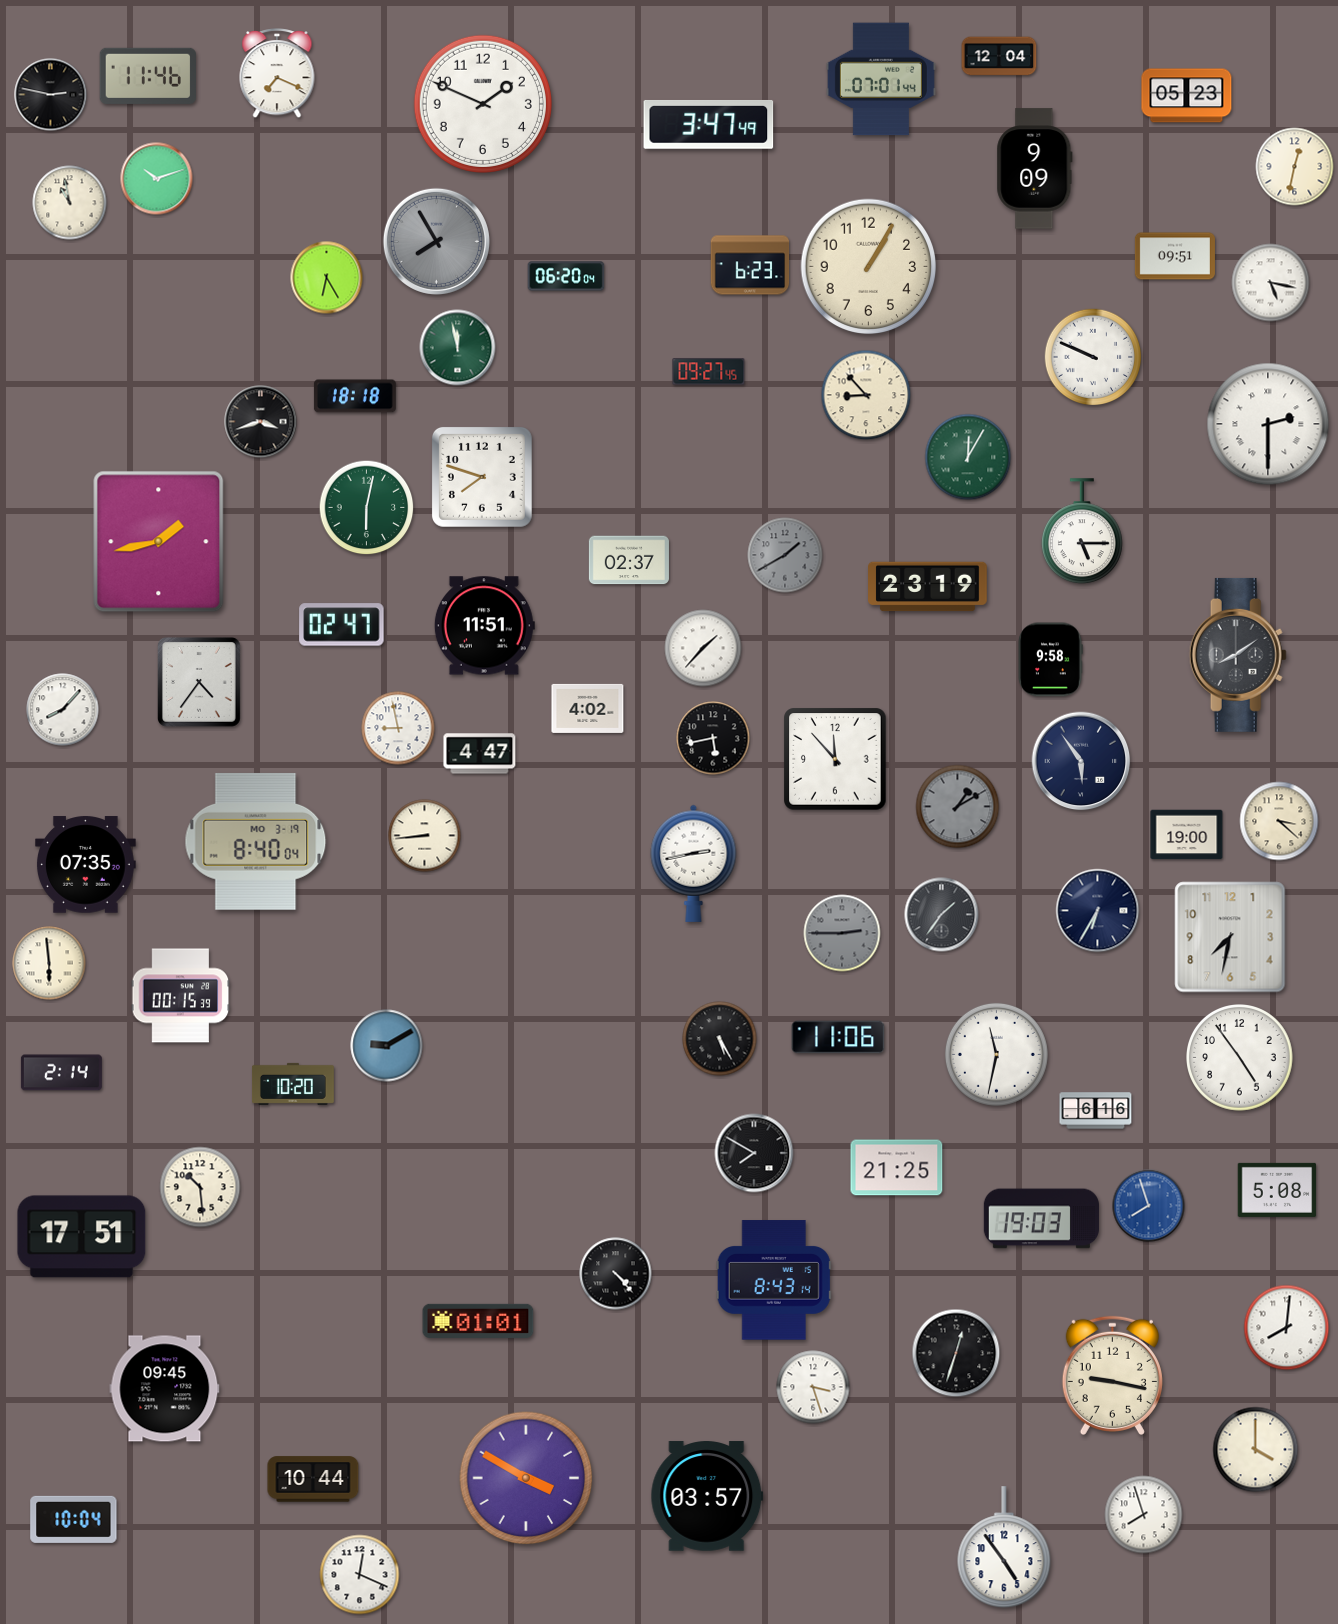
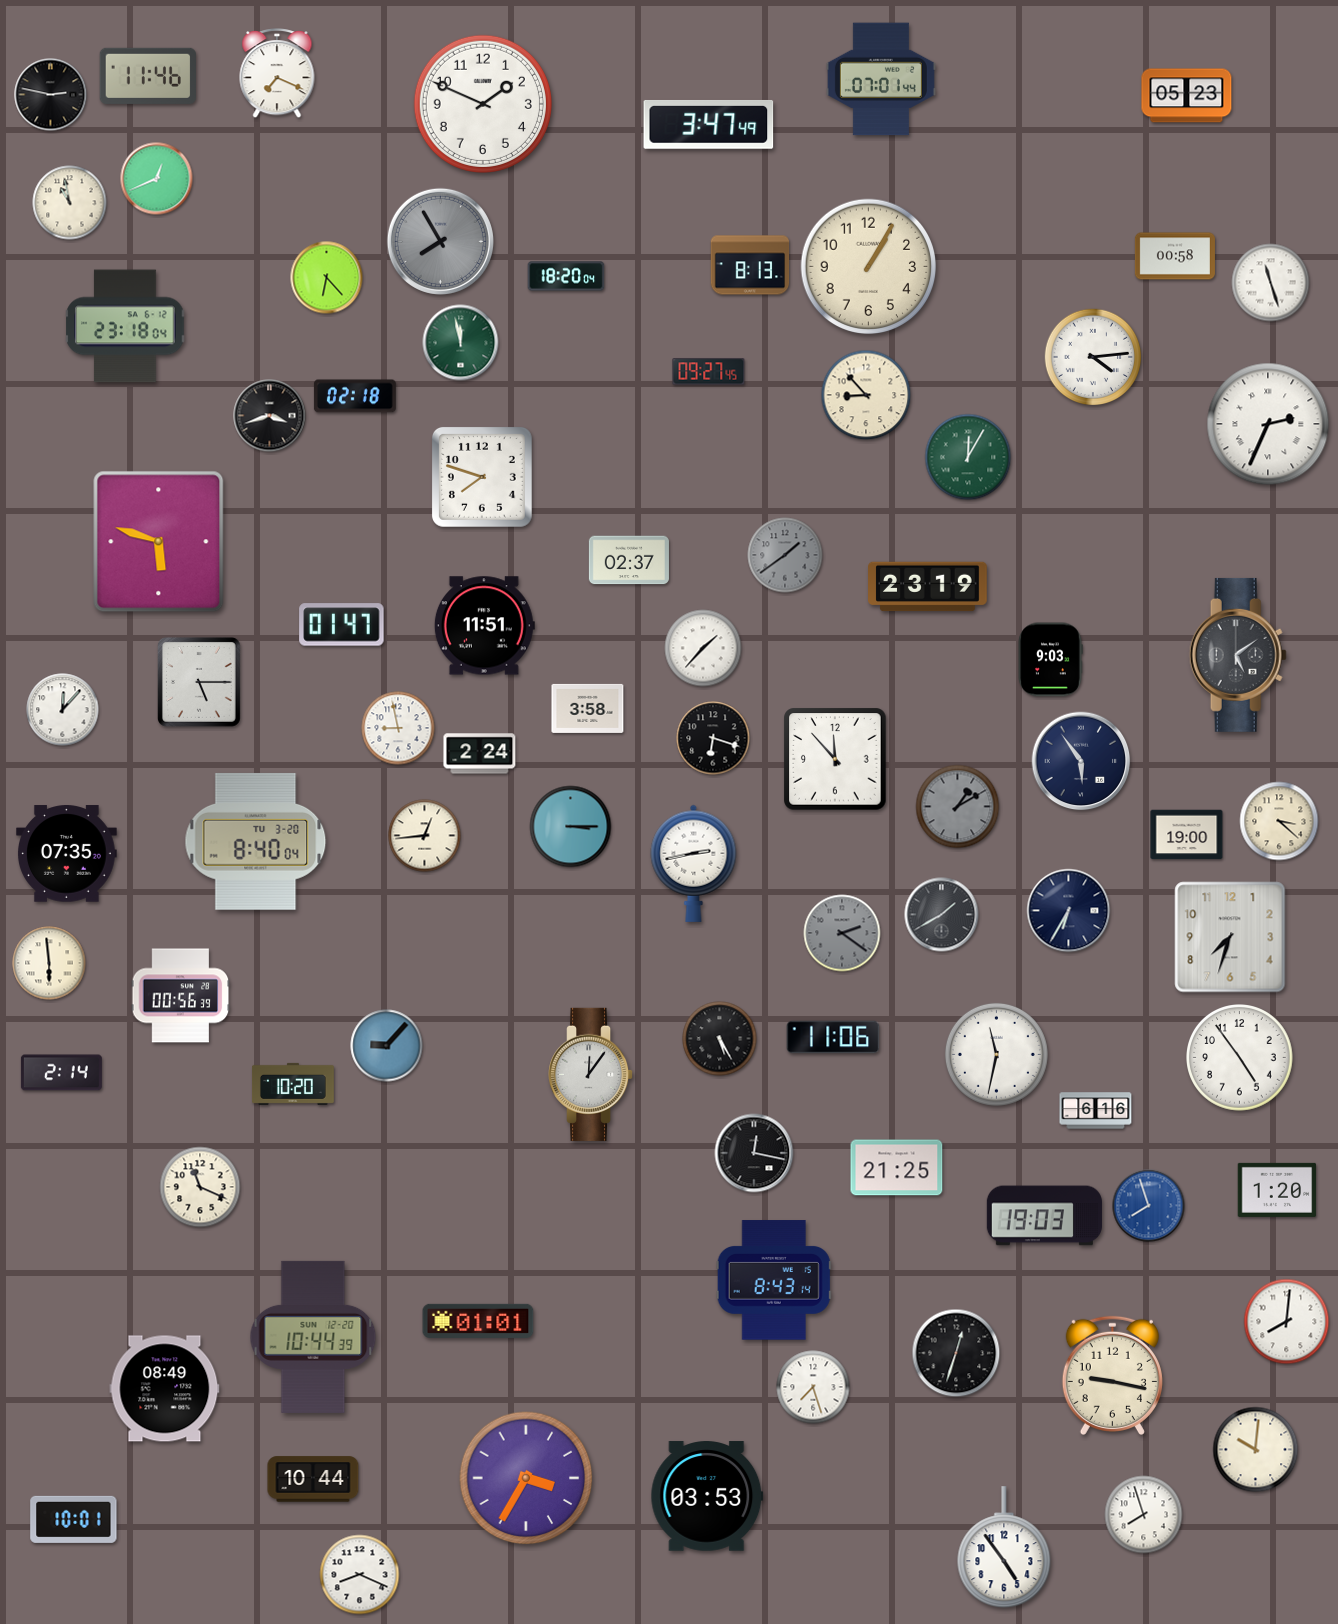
clock at (999, 56): 12:04 -> none
clock at (1295, 167): 12:32 -> none
clock at (1035, 169): 9:09 -> none
clock at (157, 179): 10:12 -> 12:41
clock at (436, 241) position: (436, 241) -> (440, 241)
clock at (1175, 256): 09:51 -> 00:58
clock at (750, 265): 6:23 -> 8:13
clock at (566, 276): 06:20 -> 18:20
clock at (327, 278): 6:25 -> 6:23
clock at (1271, 283): 5:17 -> 11:27
clock at (125, 326): none -> 23:18
clock at (458, 348) position: (458, 348) -> (461, 343)
clock at (1093, 357): 9:49 -> 4:14
clock at (355, 396): 18:18 -> 02:18
clock at (261, 422) position: (261, 422) -> (270, 416)
clock at (1268, 424): 2:30 -> 2:34
clock at (367, 508): 6:02 -> none
clock at (1082, 532): 5:15 -> none
clock at (159, 542): 1:43 -> 5:48
clock at (785, 555): 1:40 -> 1:39
clock at (342, 625): 02:47 -> 01:47
clock at (1238, 655): 8:09 -> 5:09
clock at (1050, 660): 9:58 -> 9:03
clock at (199, 682): 4:36 -> 5:15
clock at (588, 708): 4:02 -> 3:58
clock at (63, 710): 8:07 -> 12:07
clock at (713, 738): 5:43 -> 6:18
clock at (480, 754): 4:47 -> 2:24
clock at (571, 827): none -> 3:15
clock at (425, 836): 8:44 -> 12:44
clock at (256, 841) date: MO 3-19 -> TU 3-20
clock at (86, 865) position: (86, 865) -> (67, 854)
clock at (1098, 911) position: (1098, 911) -> (1069, 911)
clock at (942, 915): 1:36 -> 1:40
clock at (842, 933): 2:45 -> 2:21
clock at (1230, 937): 7:32 -> 7:33
clock at (181, 996): 00:15 -> 00:56
clock at (838, 1037) position: (838, 1037) -> (833, 1037)
clock at (387, 1046): 9:10 -> 9:07
clock at (592, 1074): none -> 12:06
clock at (754, 1153): 7:50 -> 12:17
clock at (200, 1187): 10:29 -> 11:19
clock at (1277, 1190): 5:08 -> 1:20
clock at (1041, 1219) position: (1041, 1219) -> (1044, 1216)
clock at (82, 1237): 17:51 -> none
clock at (616, 1274): 4:23 -> none
clock at (1287, 1328) position: (1287, 1328) -> (1287, 1322)
clock at (313, 1337): none -> 10:44
clock at (813, 1387): 3:27 -> 7:27
clock at (165, 1389): 09:45 -> 08:49
clock at (1256, 1450): 4:00 -> 10:01
clock at (526, 1478): 3:50 -> 3:35
clock at (707, 1496): 03:57 -> 03:53
clock at (74, 1519): 10:04 -> 10:01
clock at (360, 1575): 12:19 -> 8:19
